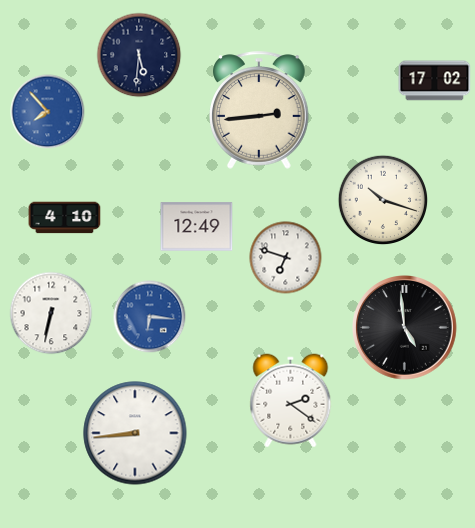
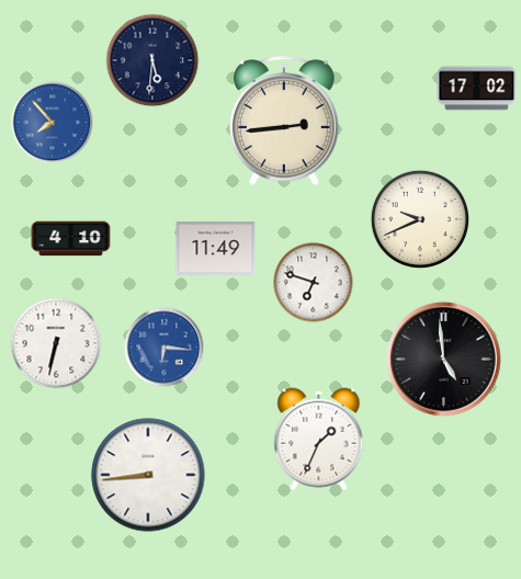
clock at (383, 200): 10:18 -> 9:41
clock at (197, 227): 12:49 -> 11:49
clock at (291, 401): 2:21 -> 1:34
